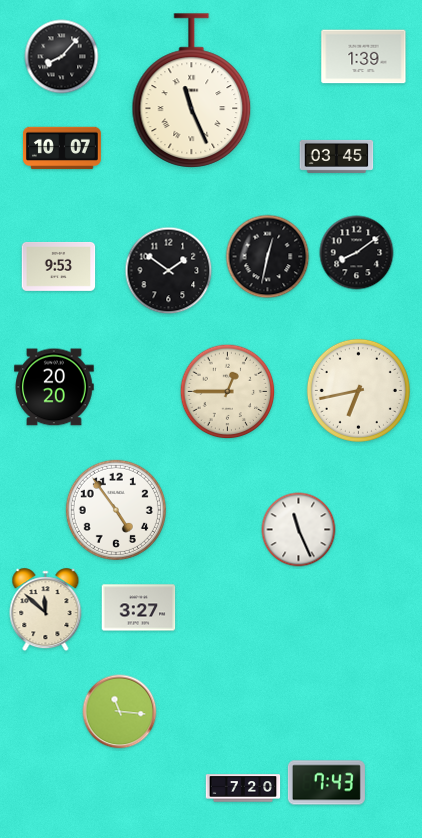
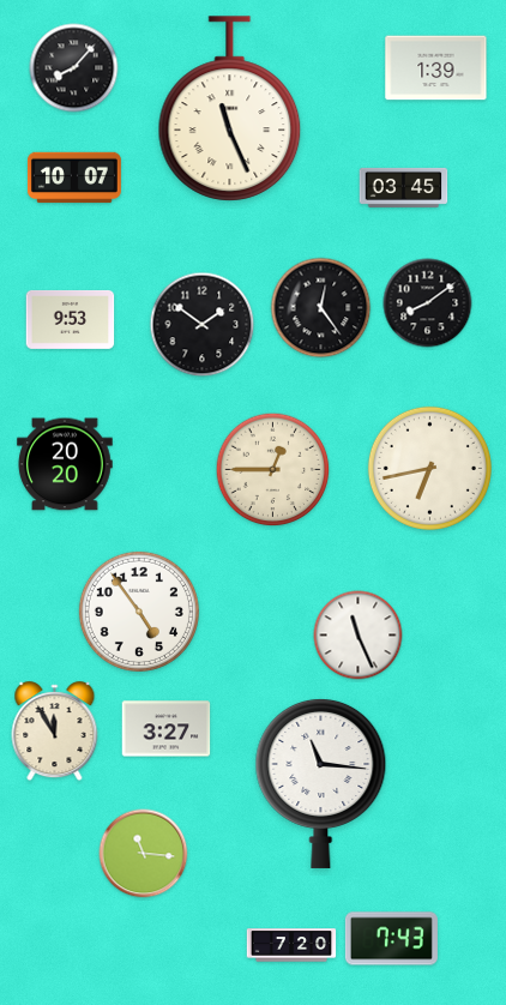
clock at (268, 257): 12:32 -> 12:24
clock at (46, 610): 11:52 -> 11:55
clock at (321, 783): none -> 11:16
